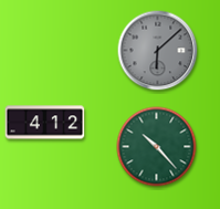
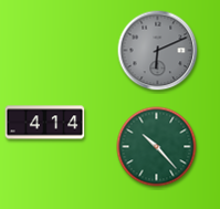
clock at (158, 51): 6:08 -> 6:11
clock at (45, 123): 4:12 -> 4:14
